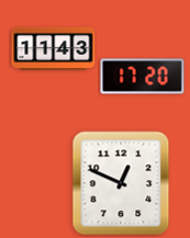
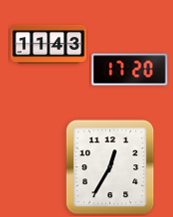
clock at (121, 183): 12:49 -> 12:35
